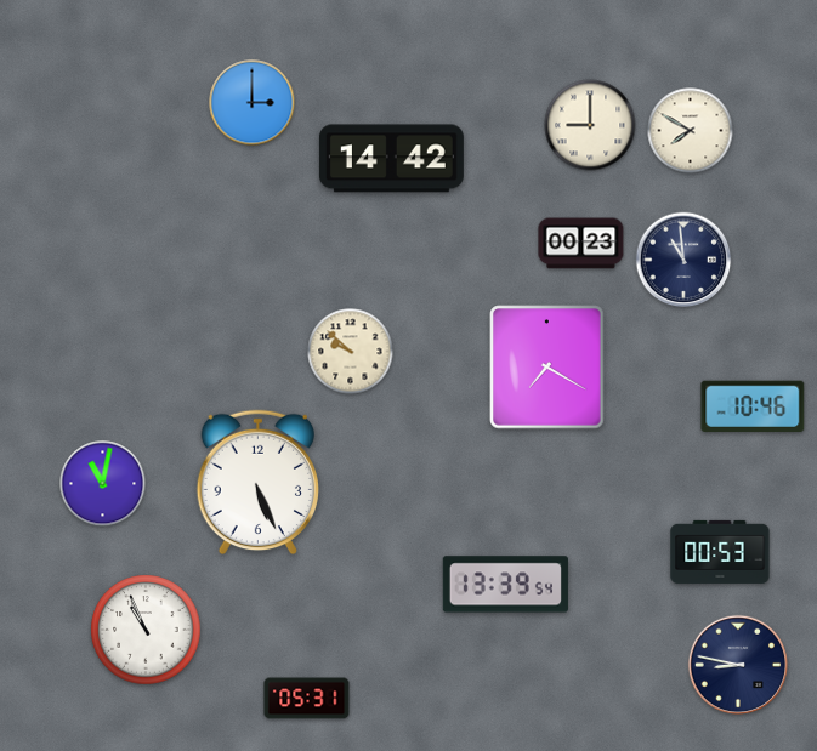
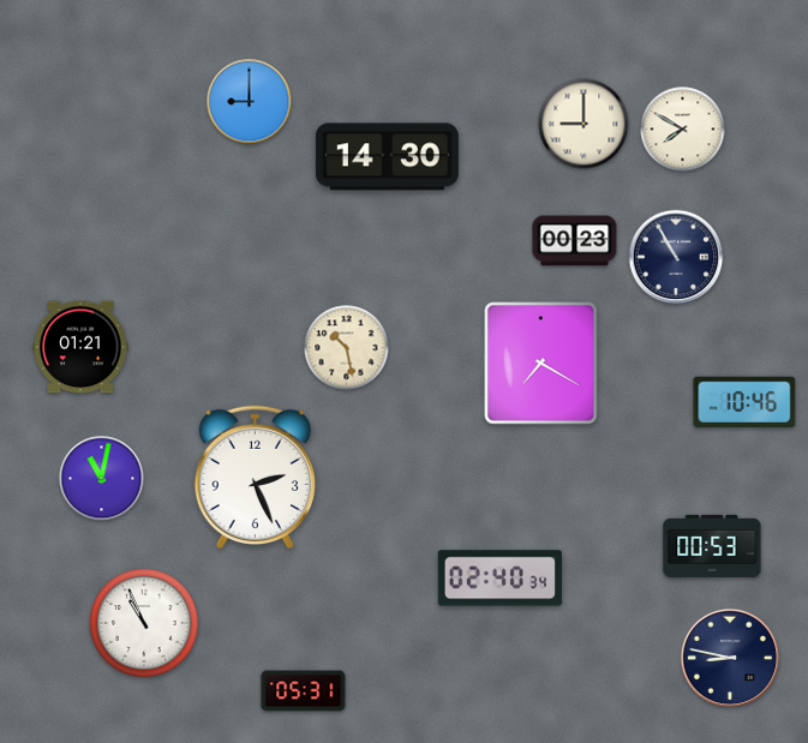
clock at (253, 103): 3:00 -> 9:00
clock at (391, 159): 14:42 -> 14:30
clock at (683, 260): 10:59 -> 10:55
clock at (80, 347): none -> 01:21
clock at (351, 352): 9:52 -> 10:28
clock at (257, 483): 5:26 -> 2:26
clock at (505, 585): 13:39 -> 02:40
